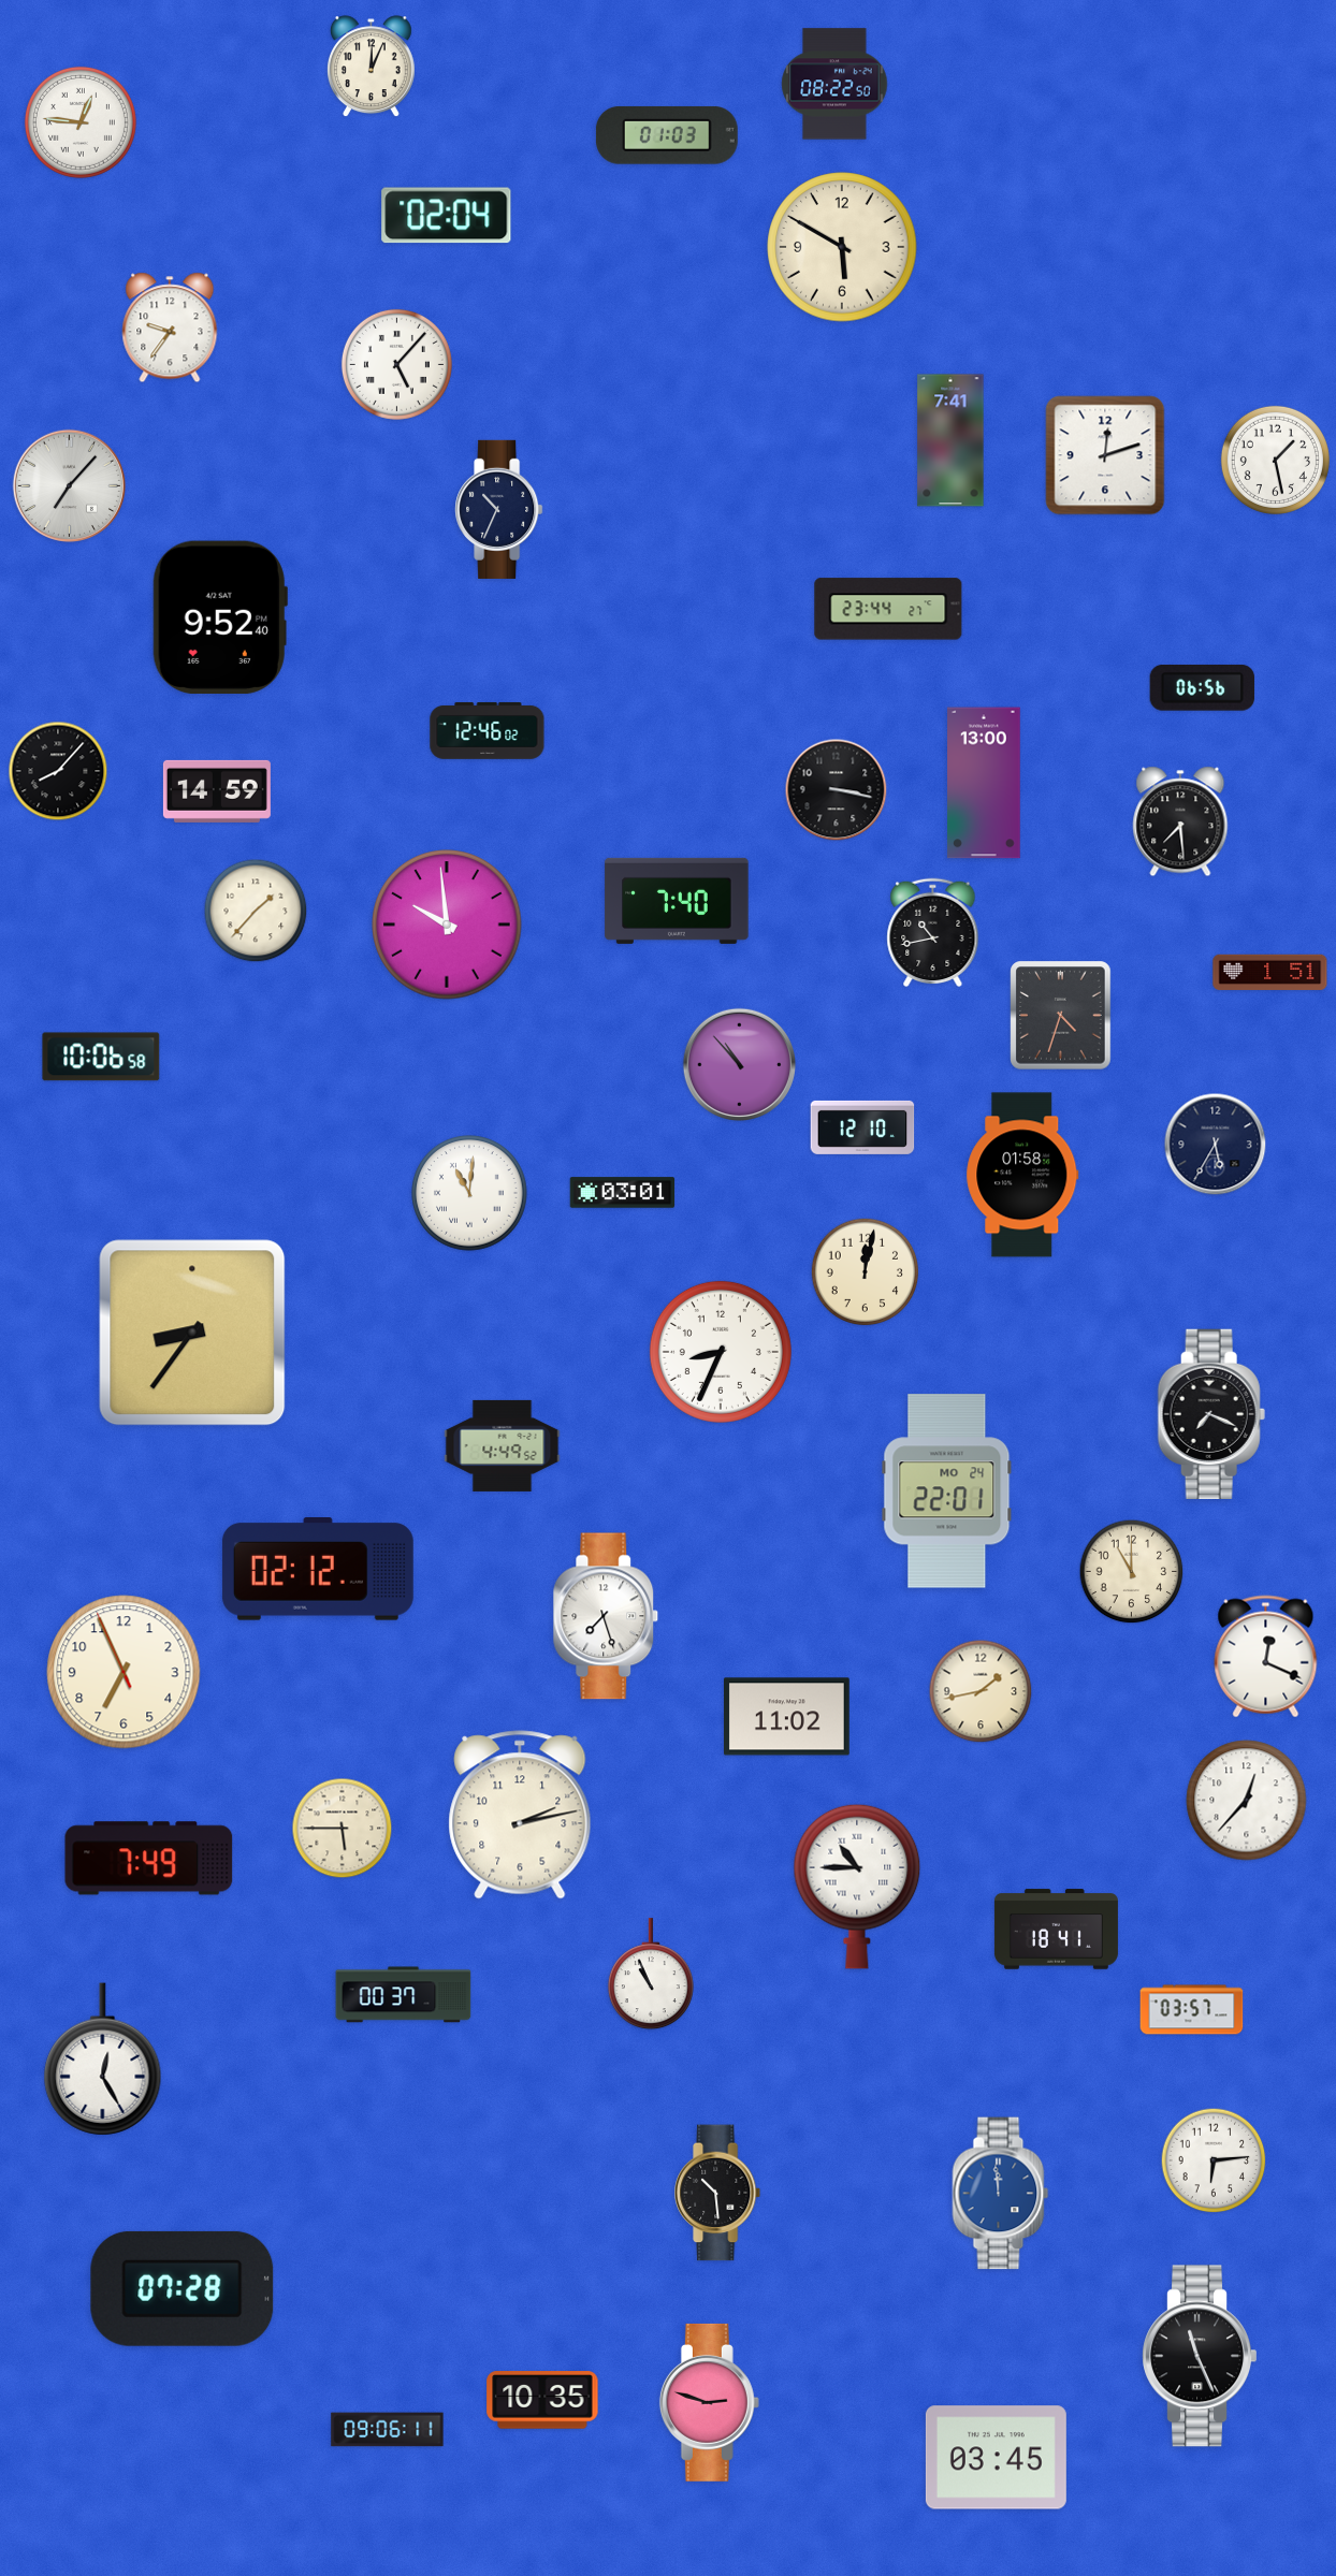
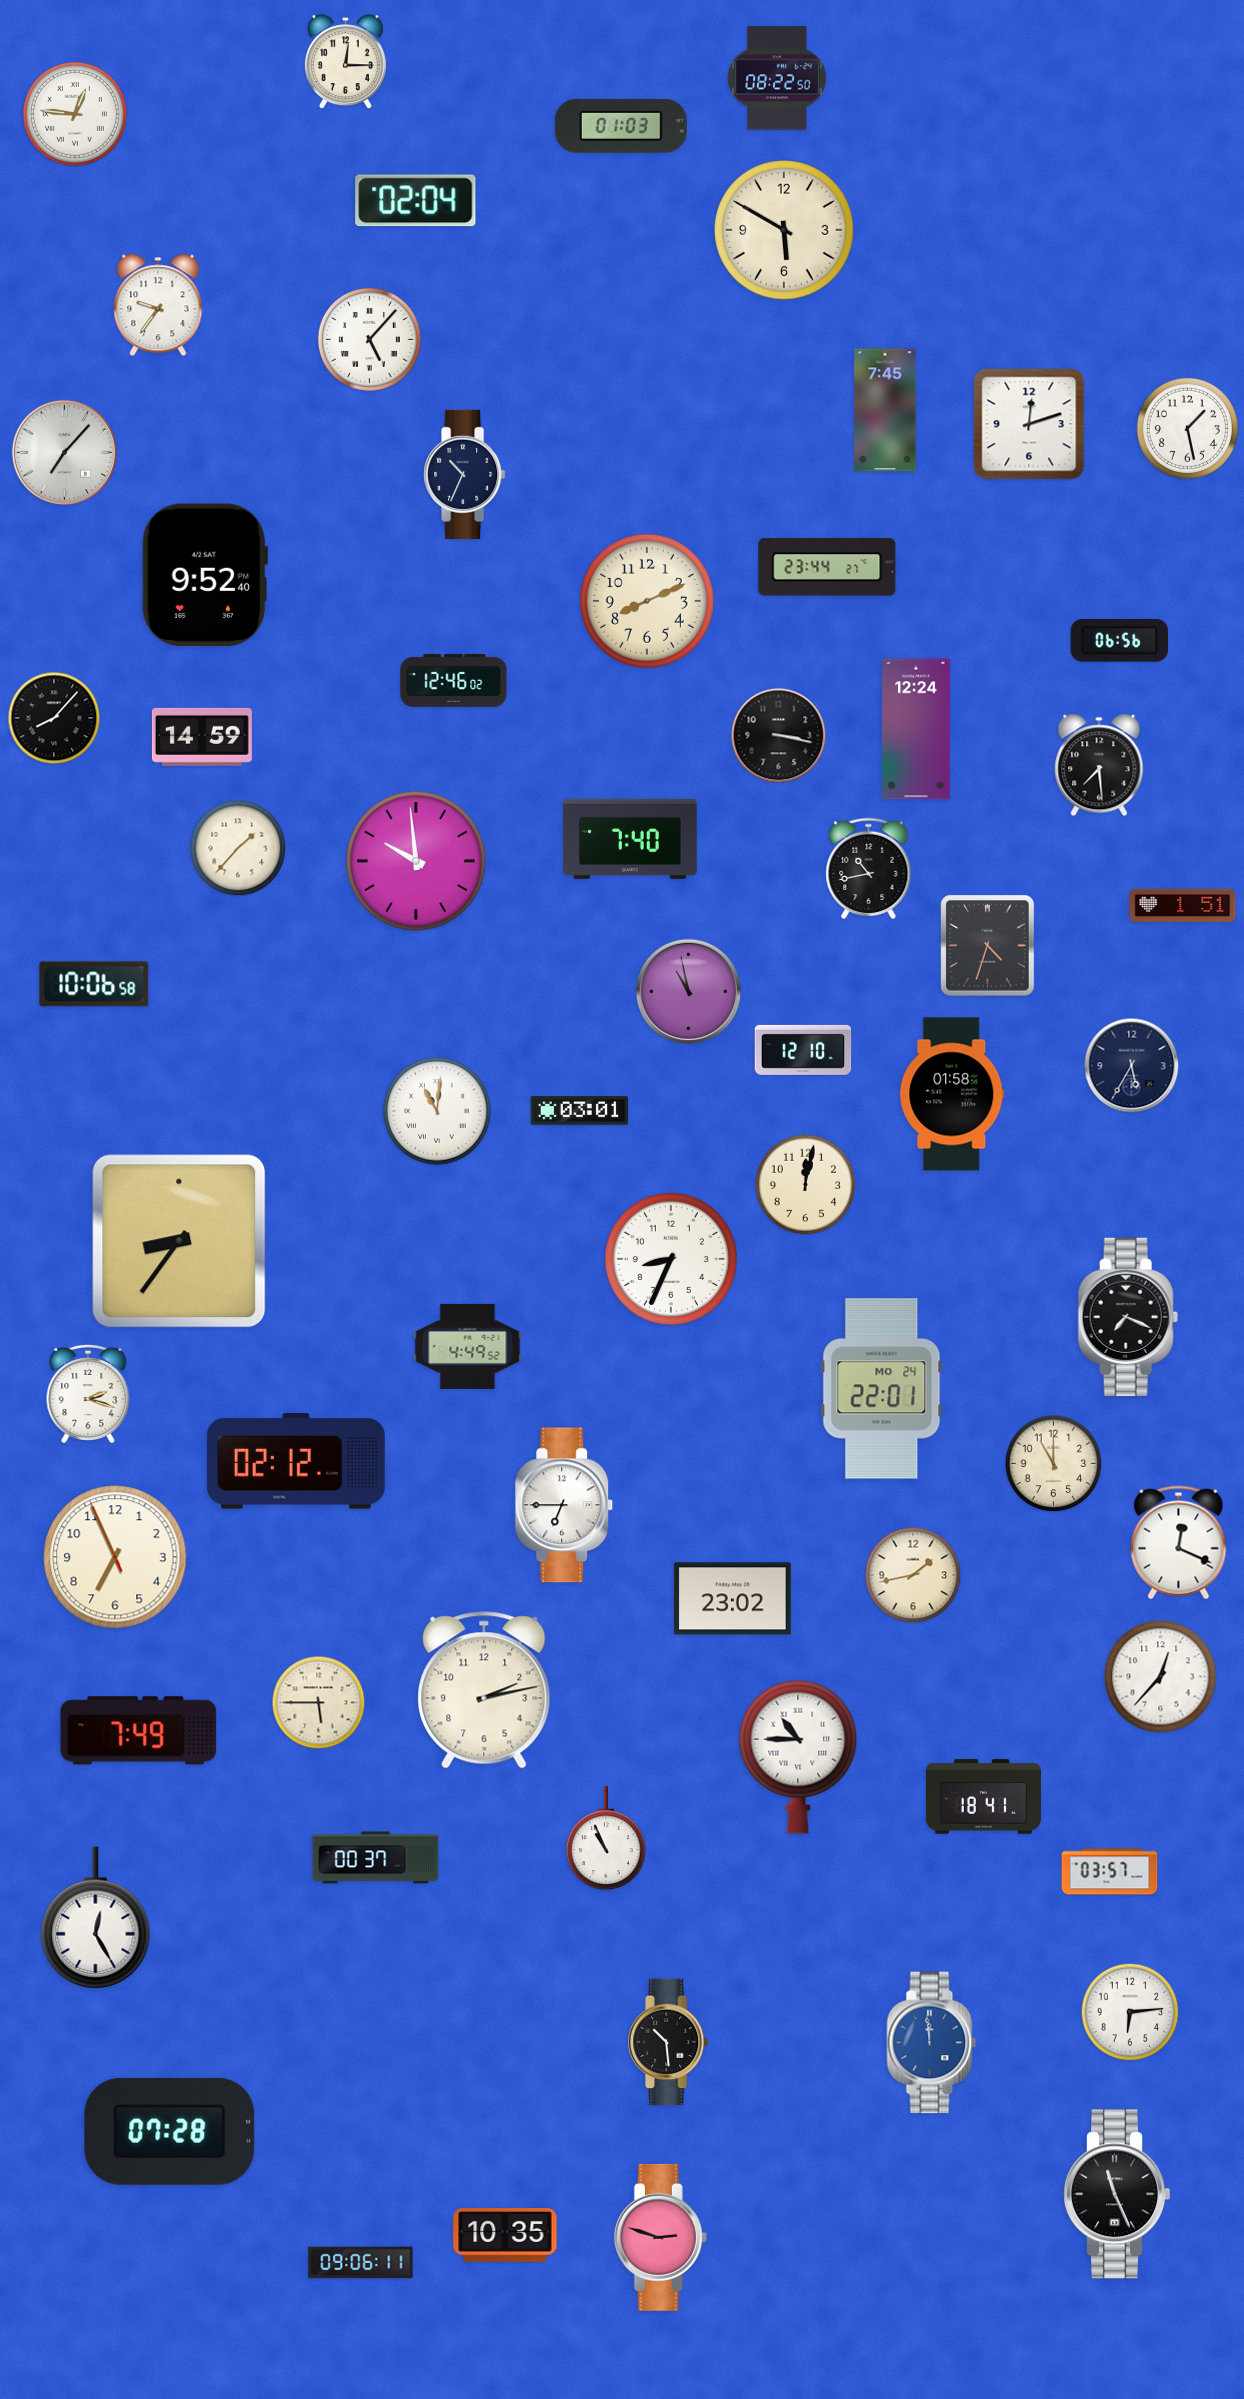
clock at (371, 67): 12:04 -> 12:15
clock at (950, 440): 7:41 -> 7:45
clock at (647, 601): none -> 8:11
clock at (984, 783): 13:00 -> 12:24
clock at (739, 1064): 10:53 -> 10:58
clock at (88, 1394): none -> 2:18
clock at (606, 1616): 7:27 -> 6:45
clock at (787, 1717): 11:02 -> 23:02
clock at (996, 2458): 03:45 -> none
